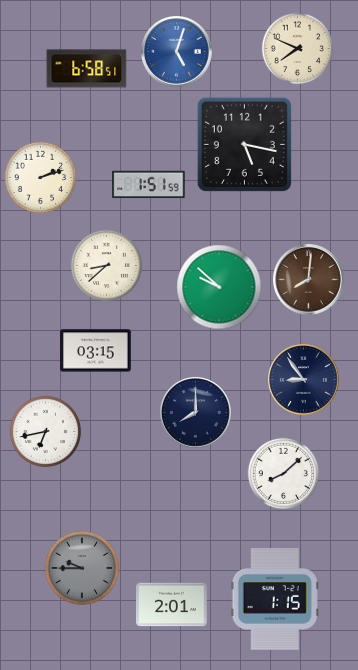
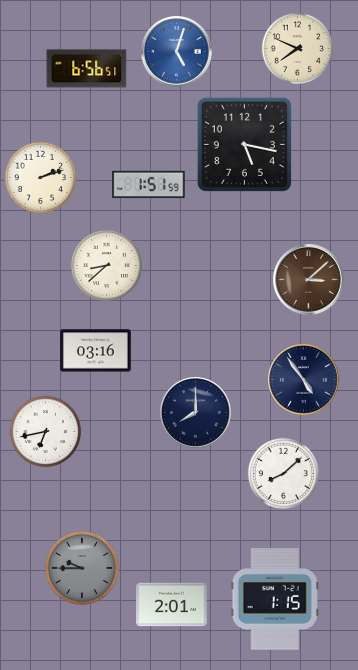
clock at (87, 69): 6:58 -> 6:56
clock at (309, 280): 8:01 -> 3:08
clock at (219, 287): 9:52 -> none
clock at (96, 351): 03:15 -> 03:16
clock at (304, 380): 8:54 -> 4:54
